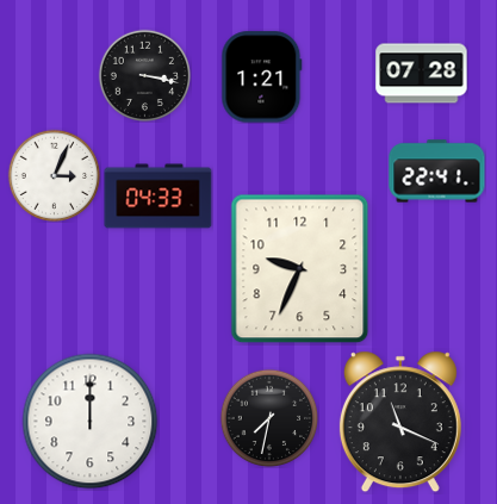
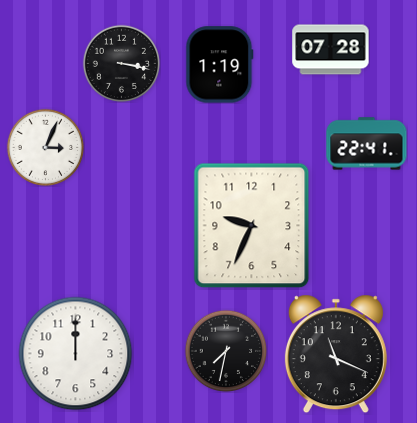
clock at (422, 74) position: (422, 74) -> (331, 50)
clock at (262, 77): 1:21 -> 1:19
clock at (159, 197): 04:33 -> none
